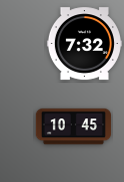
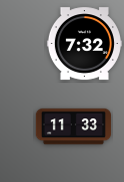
clock at (73, 127): 10:45 -> 11:33
